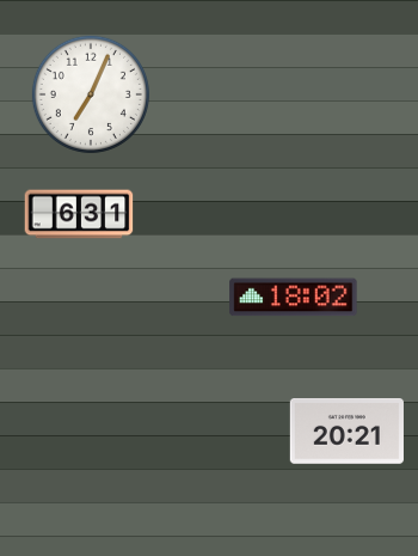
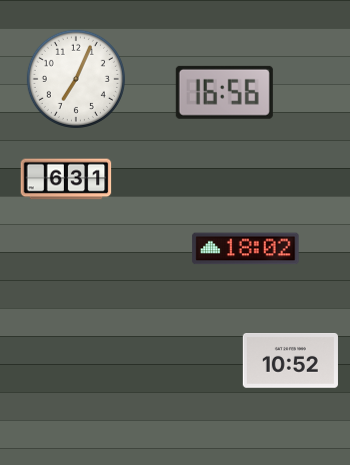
clock at (224, 92): none -> 16:56
clock at (346, 432): 20:21 -> 10:52
